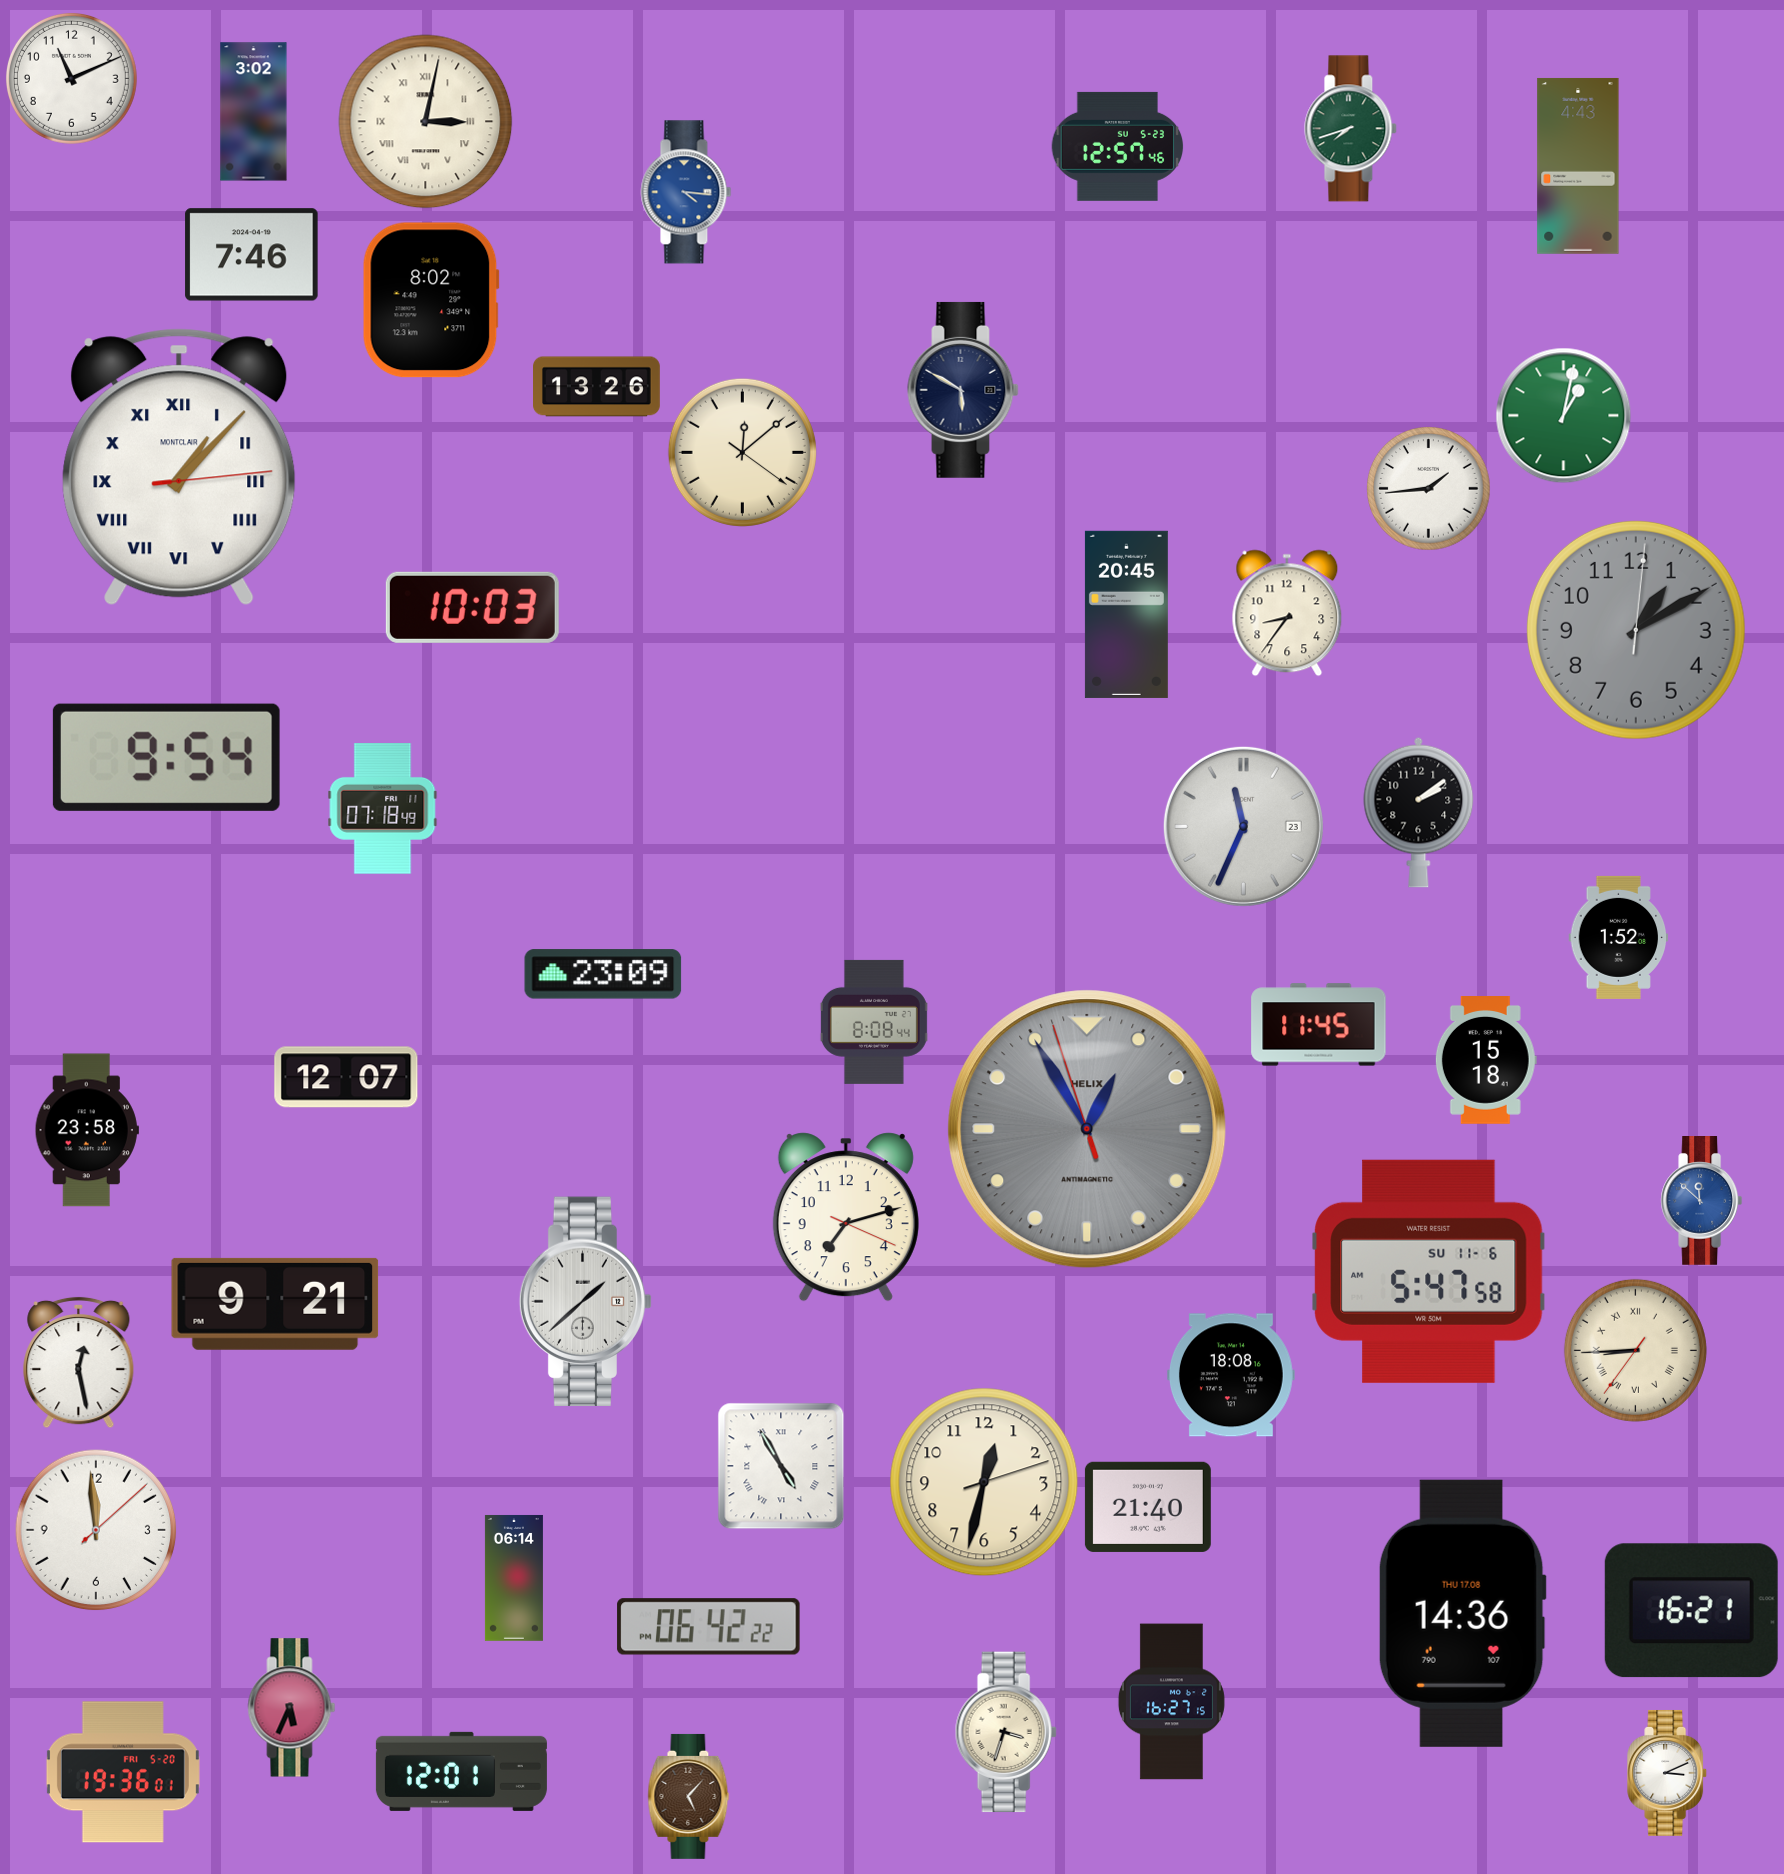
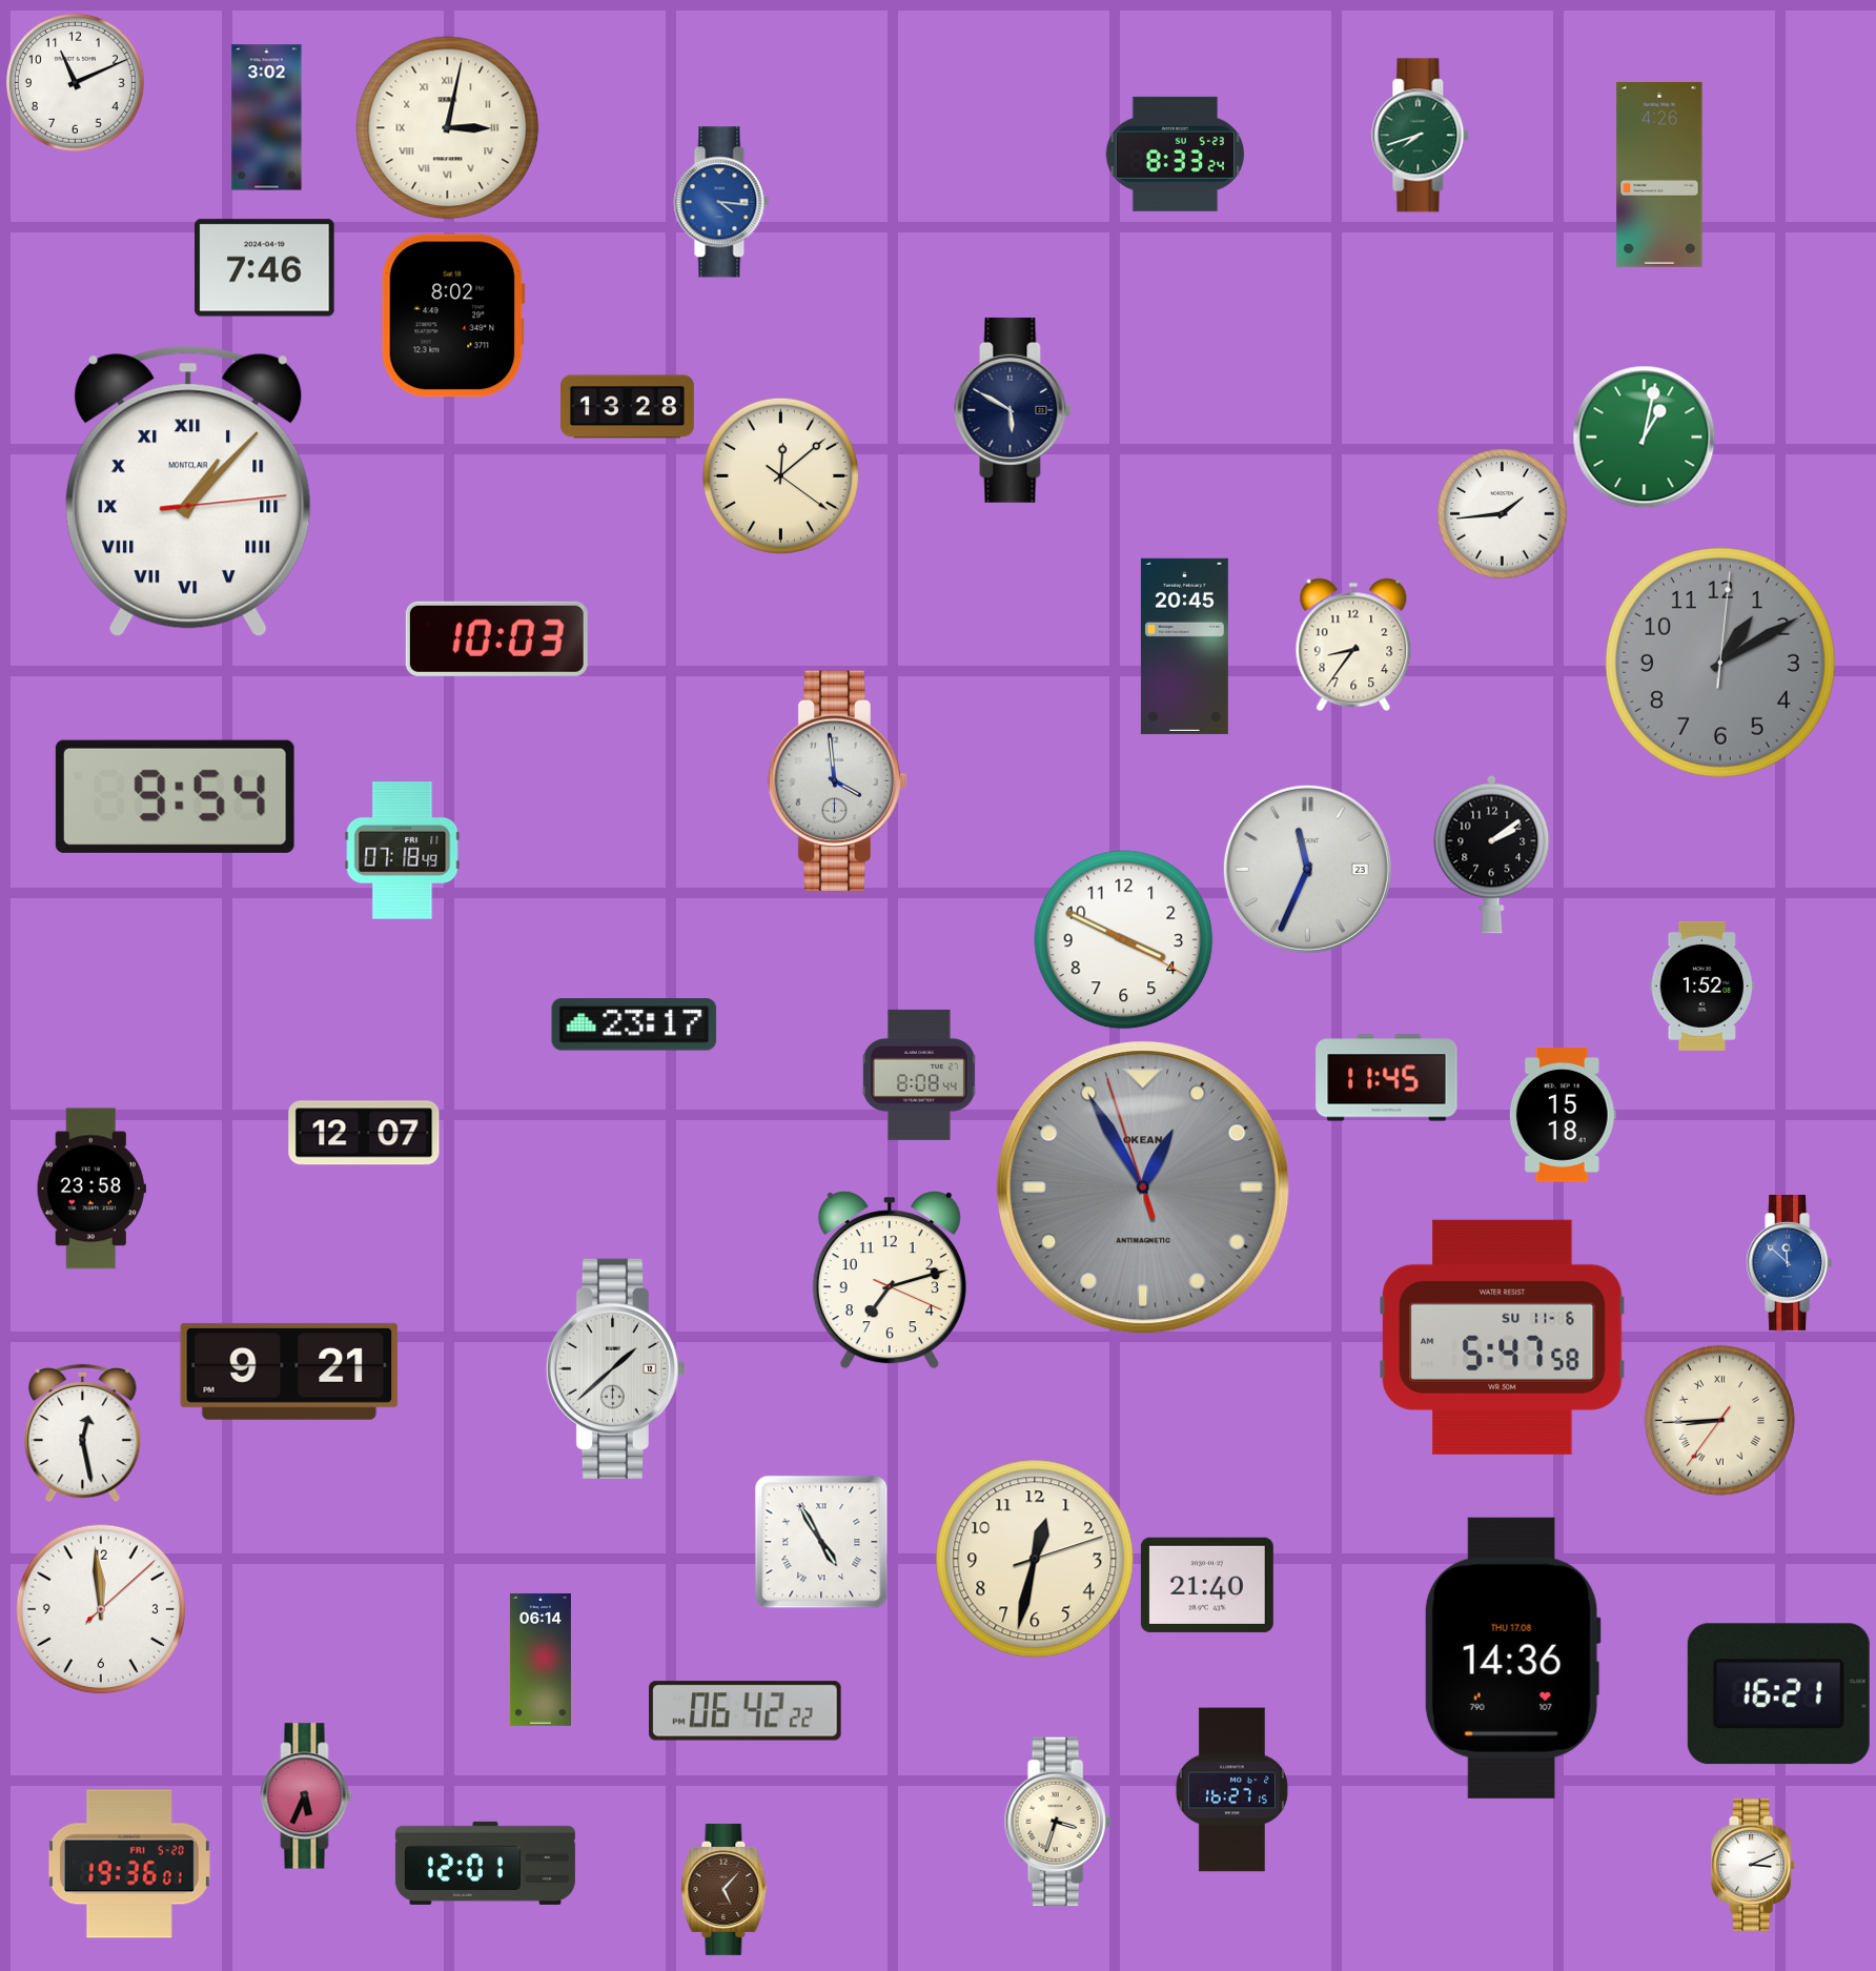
clock at (1118, 146): 12:57 -> 8:33
clock at (1578, 166): 4:43 -> 4:26
clock at (597, 387): 13:26 -> 13:28
clock at (838, 780): none -> 3:59
clock at (1124, 940): none -> 3:49
clock at (603, 974): 23:09 -> 23:17
clock at (1087, 1129) brand: HELIX -> OKEAN
clock at (1231, 1375): 18:08 -> none
clock at (1462, 1613) position: (1462, 1613) -> (1512, 1658)
